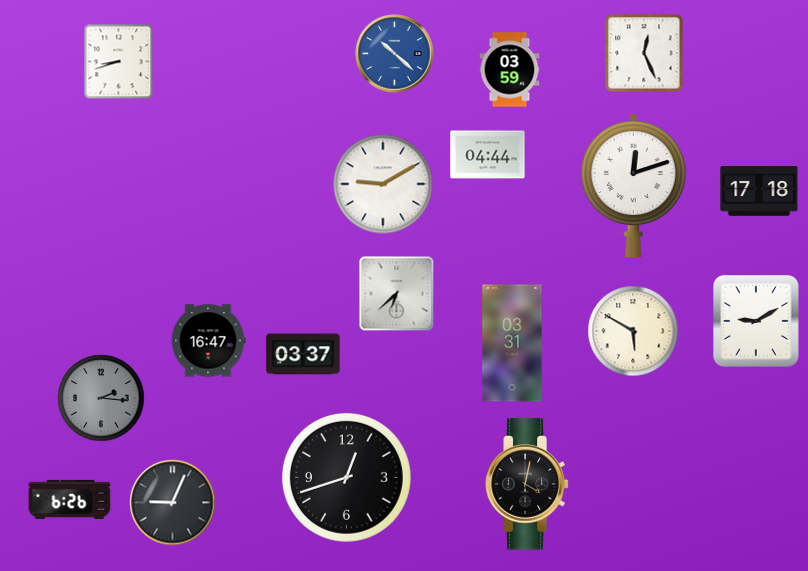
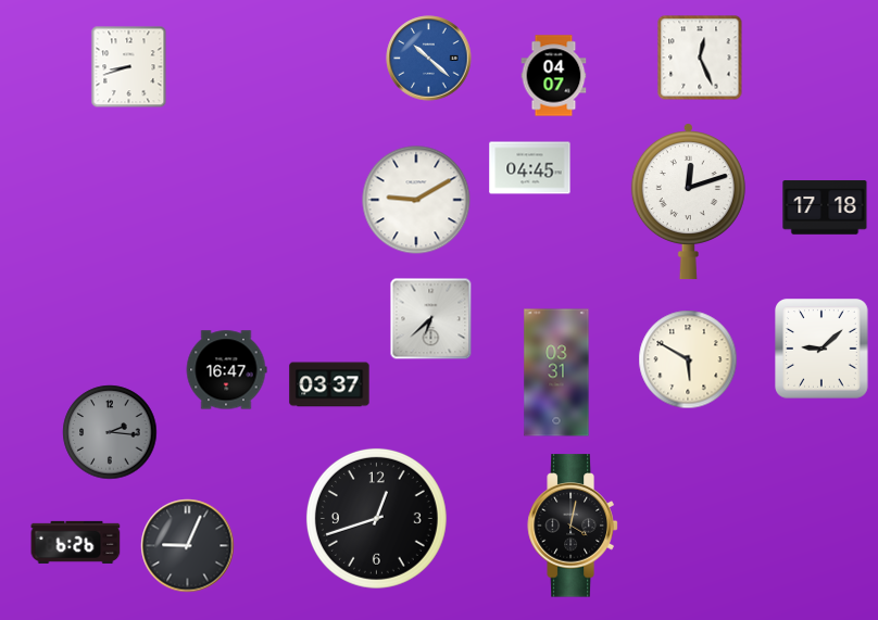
clock at (510, 70): 03:59 -> 04:07
clock at (488, 155): 04:44 -> 04:45
clock at (757, 321): 9:10 -> 9:08
